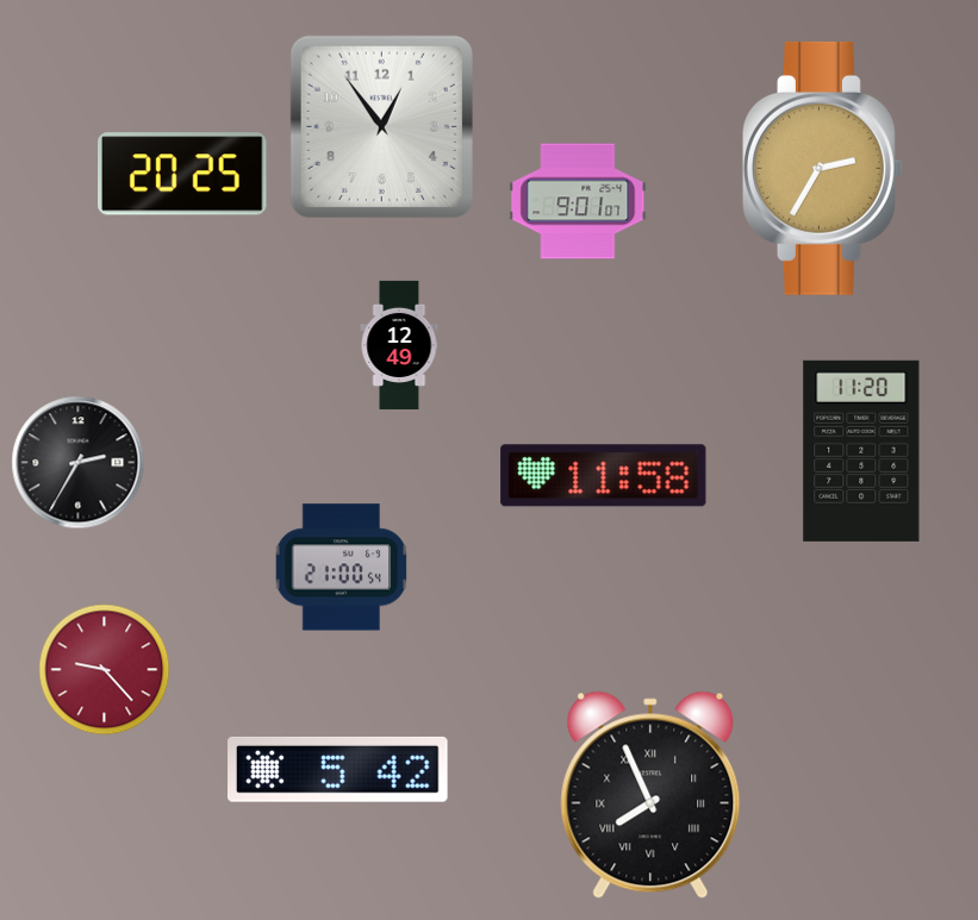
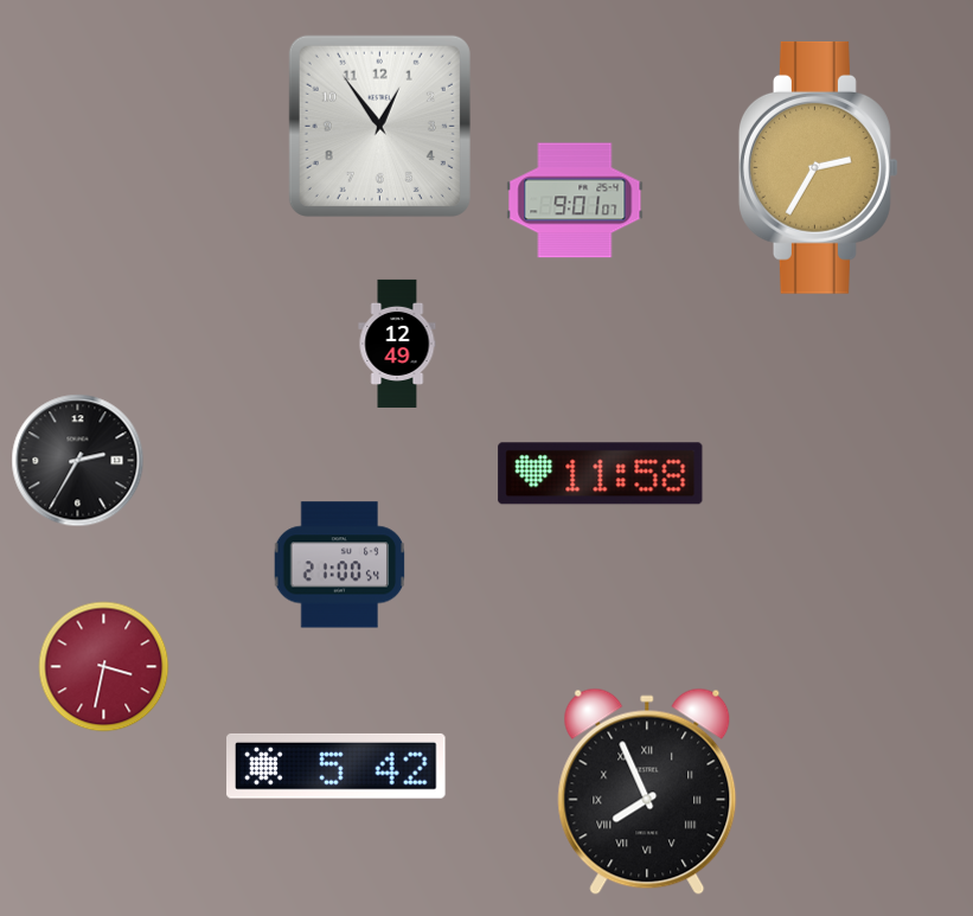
clock at (183, 174): 20:25 -> none
clock at (861, 451): 11:20 -> none
clock at (105, 670): 9:23 -> 3:32
